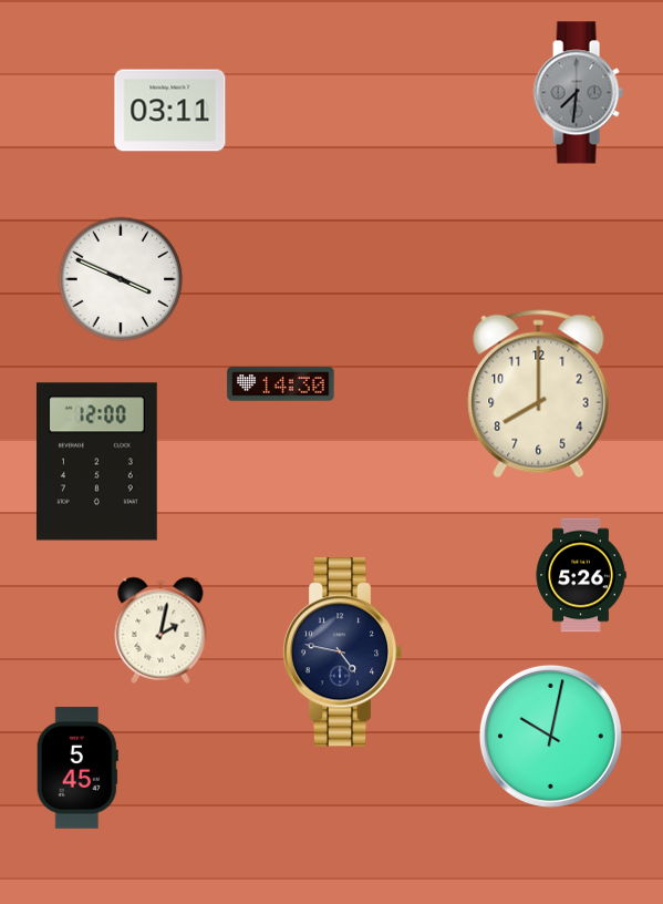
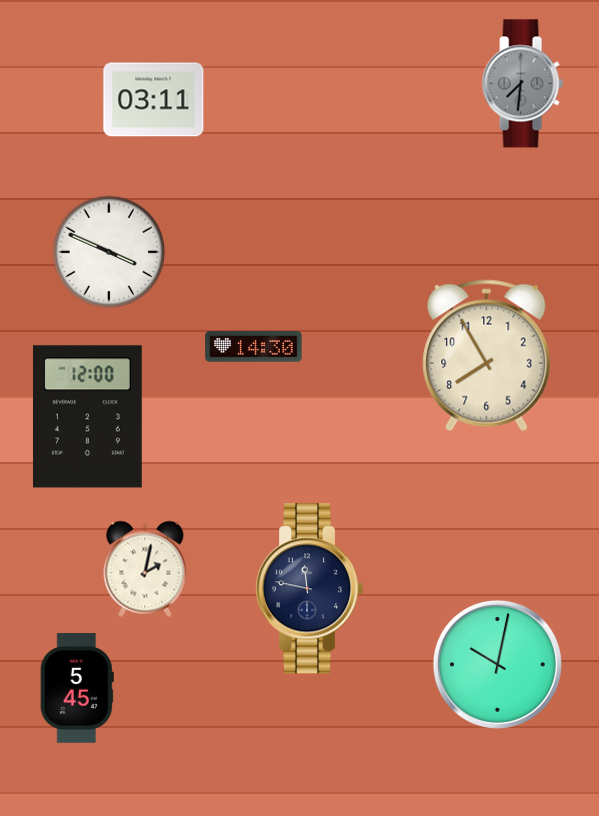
clock at (539, 394): 8:00 -> 7:55
clock at (581, 575): 5:26 -> none
clock at (342, 653): 4:47 -> 11:47
clock at (77, 768) position: (77, 768) -> (77, 688)
